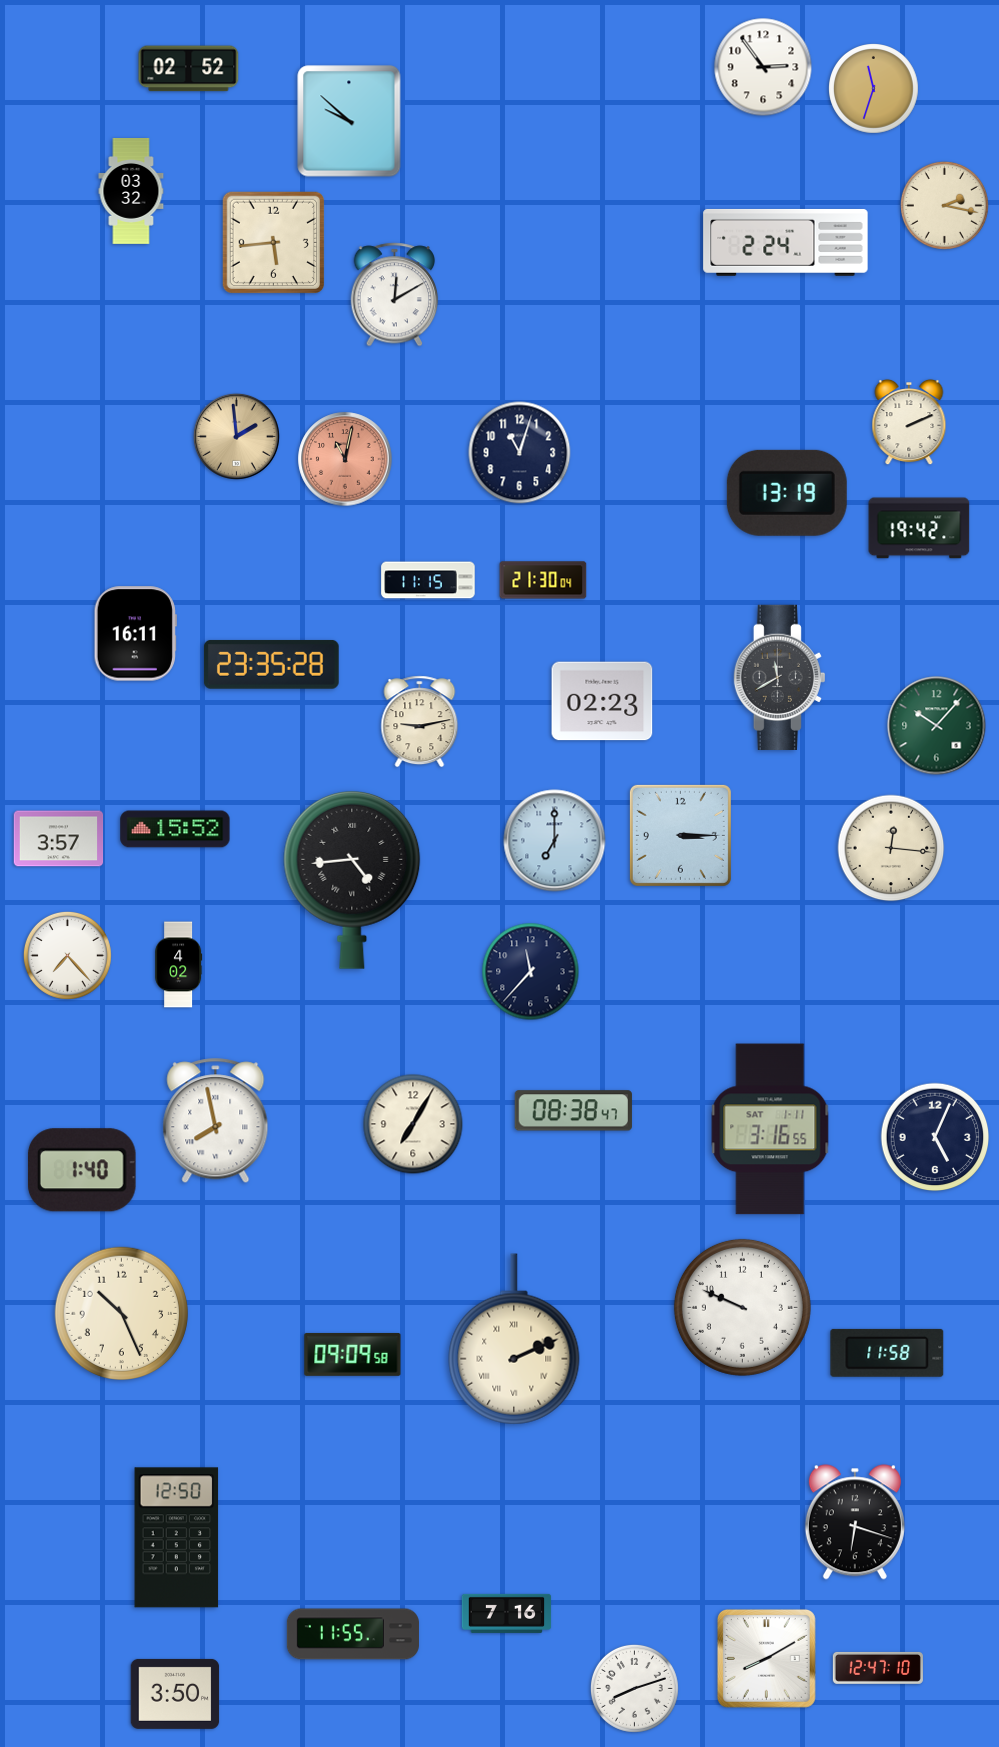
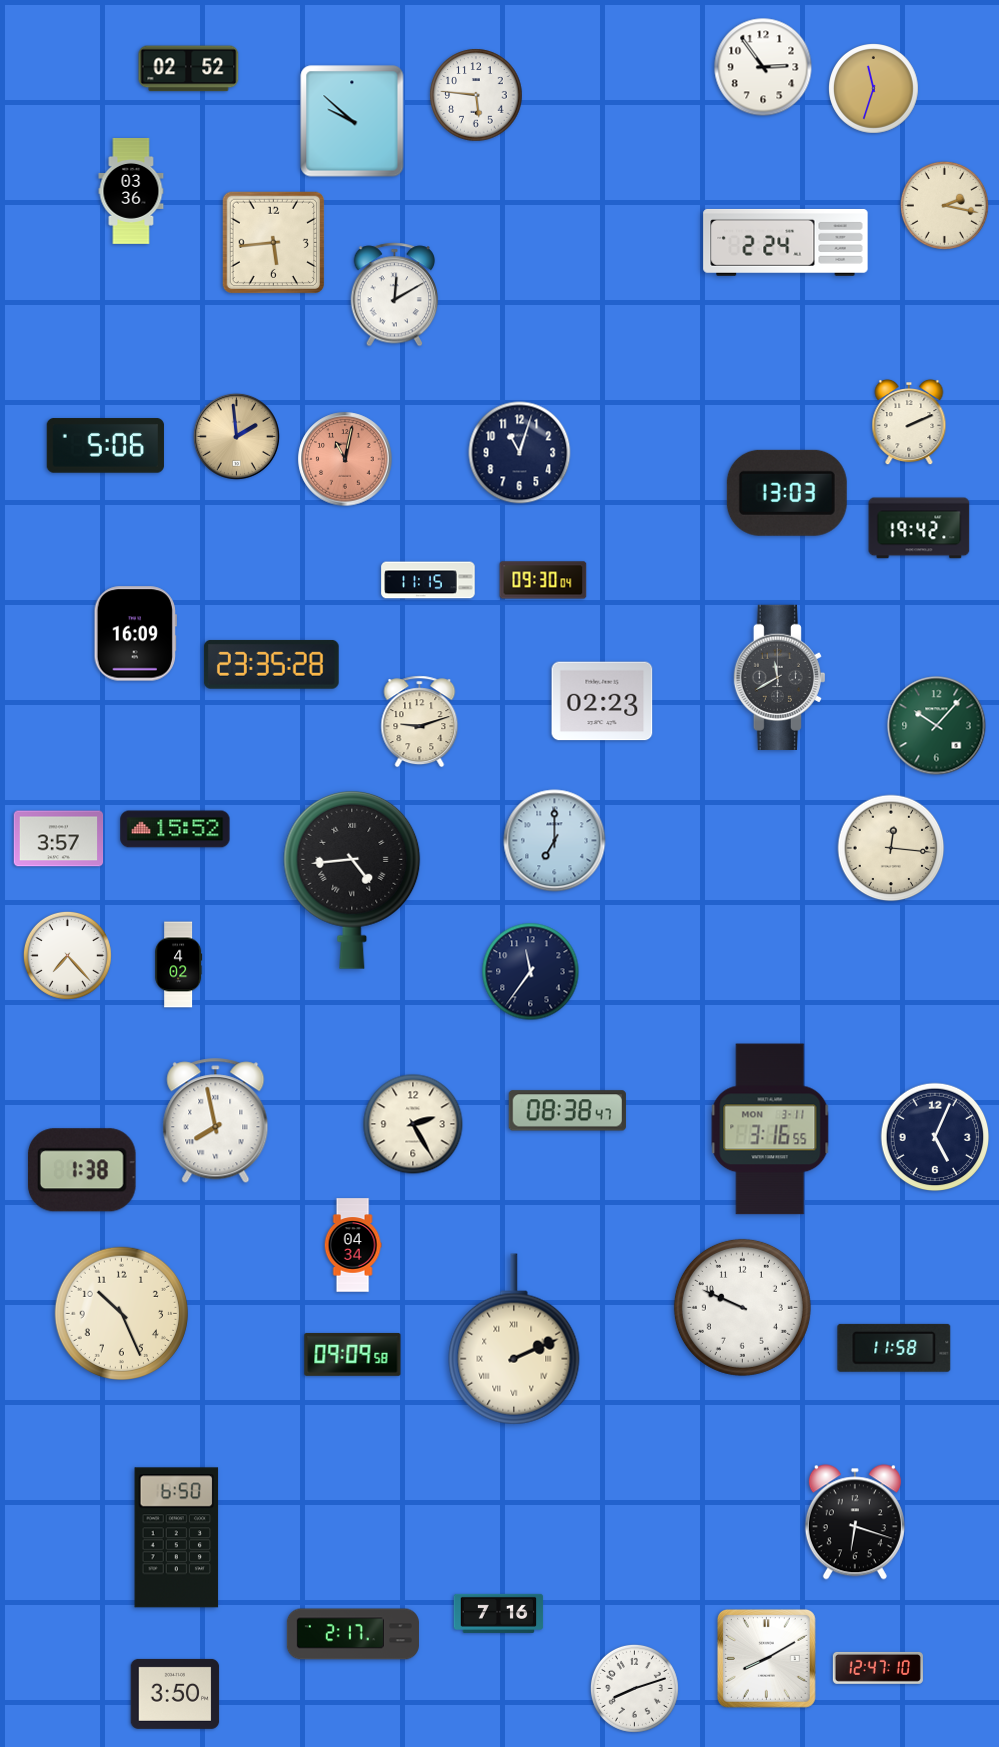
clock at (476, 95): none -> 5:46
clock at (349, 121) position: (349, 121) -> (352, 121)
clock at (131, 192): 03:32 -> 03:36
clock at (105, 446): none -> 5:06
clock at (787, 493): 13:19 -> 13:03
clock at (543, 580): 21:30 -> 09:30
clock at (135, 634): 16:11 -> 16:09
clock at (420, 722): 9:13 -> 9:12
clock at (680, 835): 3:15 -> none
clock at (531, 972): 11:37 -> 11:36
clock at (573, 1111) position: (573, 1111) -> (567, 1111)
clock at (413, 1124): 7:05 -> 2:25
clock at (770, 1129) date: SAT 1-11 -> MON 3-11
clock at (82, 1170): 1:40 -> 1:38
clock at (353, 1245): none -> 04:34
clock at (887, 1353) position: (887, 1353) -> (894, 1348)
clock at (177, 1538): 12:50 -> 6:50
clock at (507, 1613) position: (507, 1613) -> (499, 1613)
clock at (353, 1634): 11:55 -> 2:17
